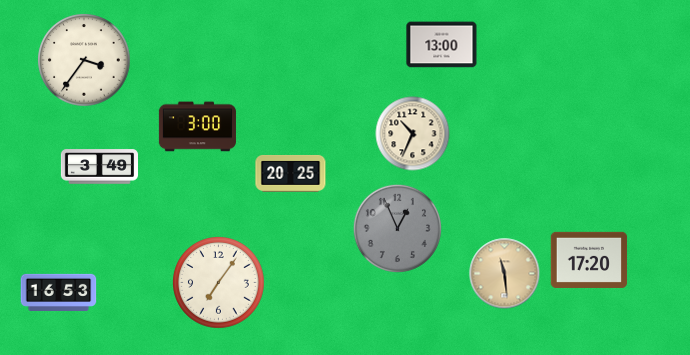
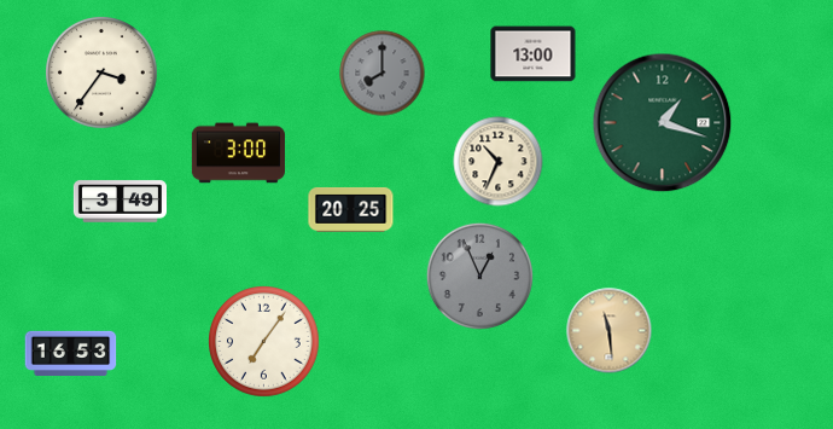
clock at (383, 74): none -> 8:00
clock at (663, 123): none -> 1:18
clock at (589, 260): 17:20 -> none
